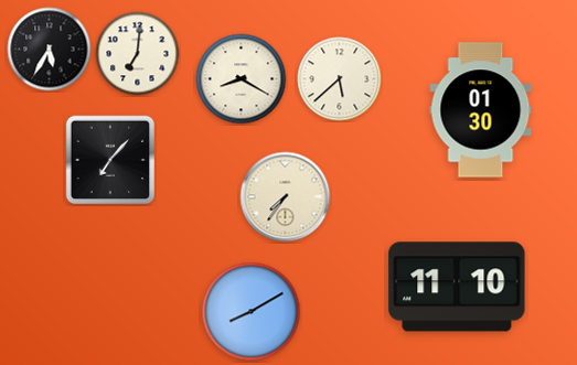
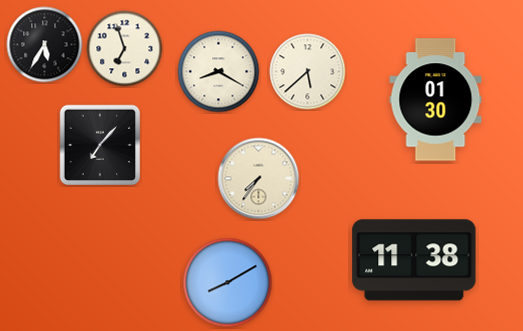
clock at (138, 54): 7:01 -> 6:57
clock at (457, 287): 11:10 -> 11:38
